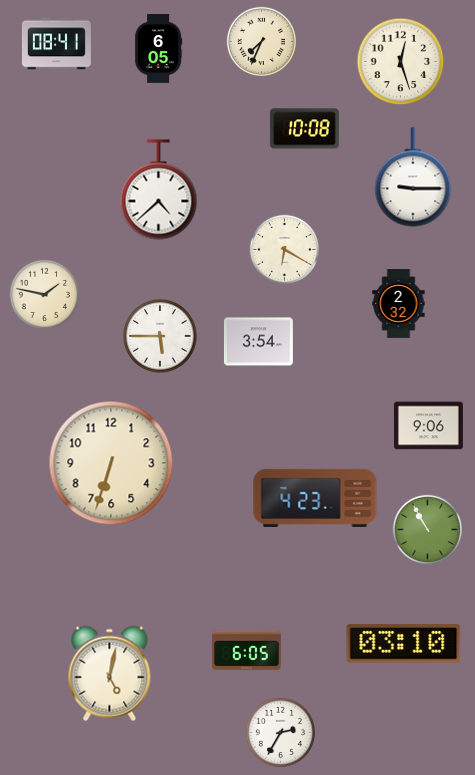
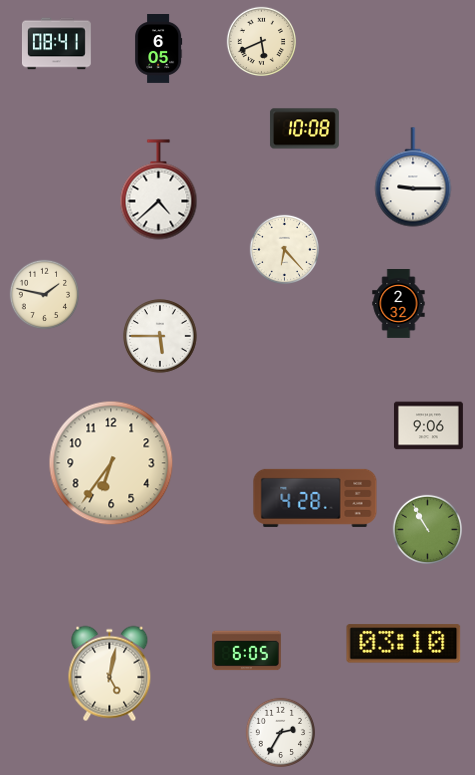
clock at (261, 41): 7:34 -> 5:41
clock at (401, 62): 12:27 -> none
clock at (284, 249): 6:20 -> 6:23
clock at (258, 342): 3:54 -> none
clock at (111, 463): 6:33 -> 6:36
clock at (315, 498): 4:23 -> 4:28
